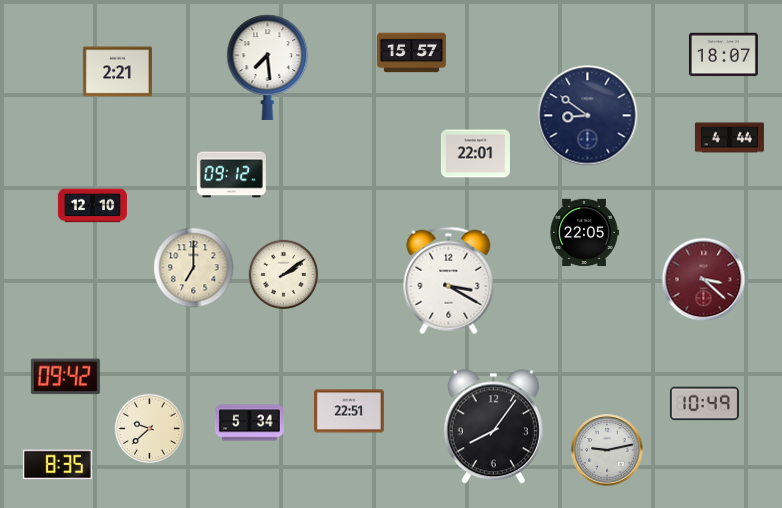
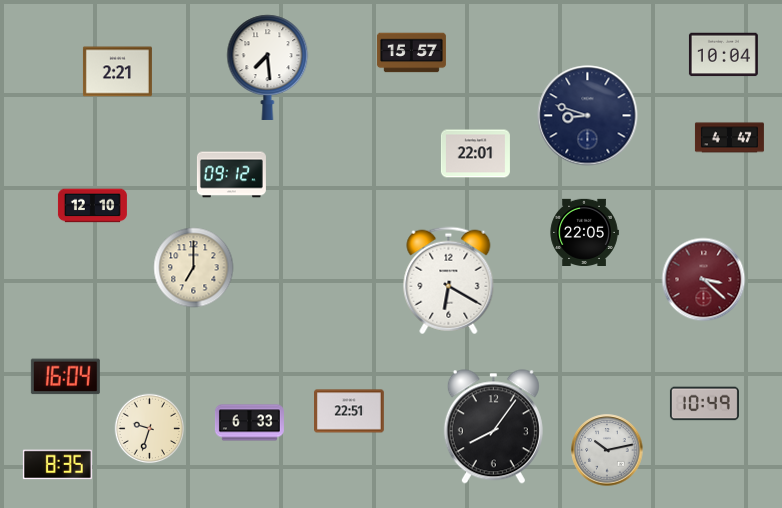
clock at (723, 55): 18:07 -> 10:04
clock at (588, 116): 8:51 -> 8:48
clock at (729, 138): 4:44 -> 4:47
clock at (284, 275): 2:09 -> none
clock at (449, 281): 3:20 -> 6:20
clock at (65, 377): 09:42 -> 16:04
clock at (249, 423): 5:34 -> 6:33
clock at (150, 429): 9:38 -> 9:33
clock at (607, 450): 9:13 -> 10:13
